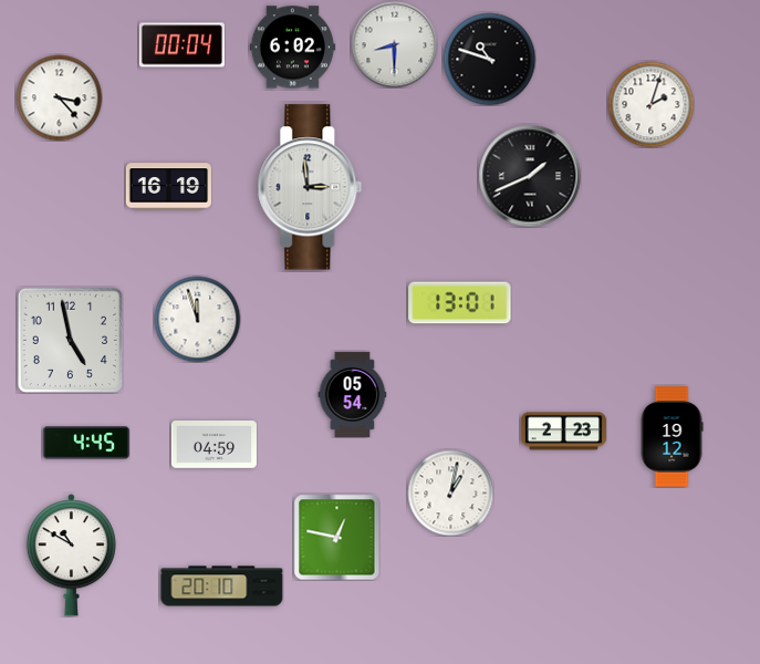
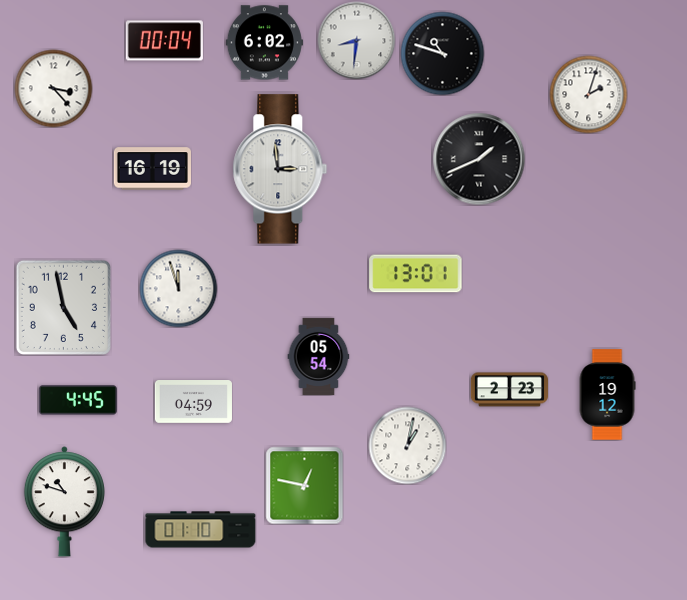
clock at (394, 44): 8:30 -> 8:31
clock at (71, 556): 10:50 -> 10:48
clock at (222, 587): 20:10 -> 01:10
